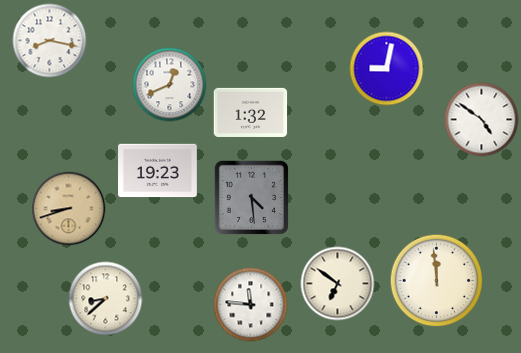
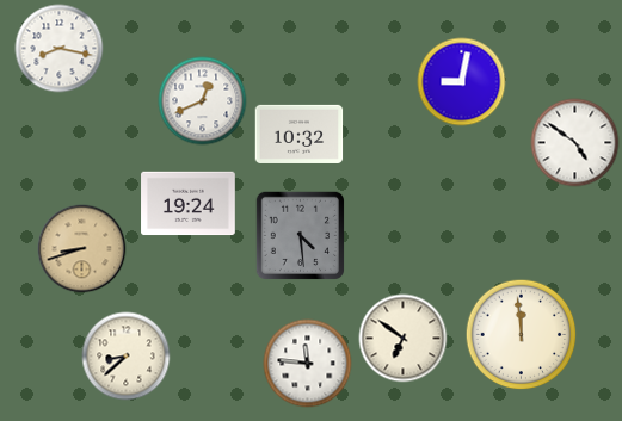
clock at (251, 112): 1:32 -> 10:32
clock at (158, 171): 19:23 -> 19:24
clock at (251, 305) position: (251, 305) -> (308, 364)
